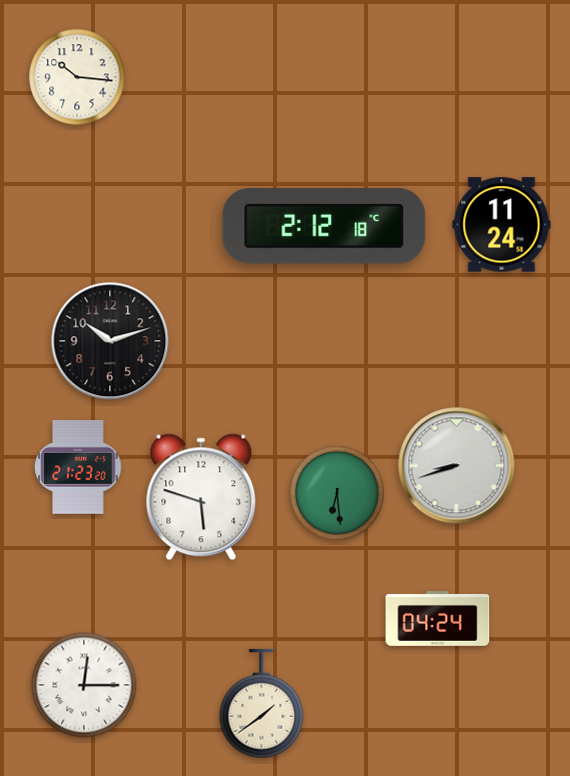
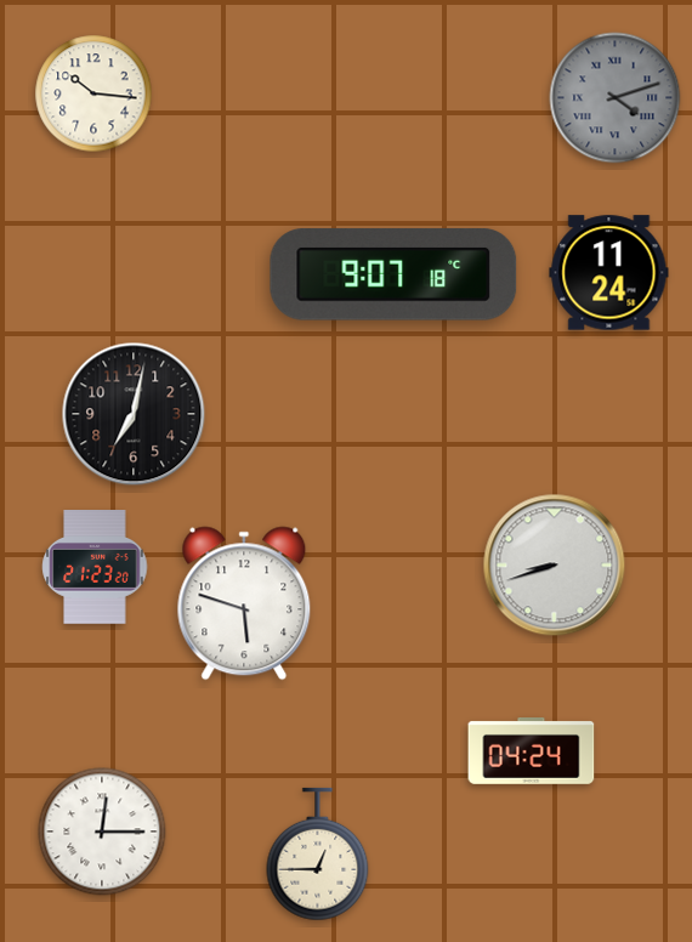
clock at (616, 98): none -> 4:12
clock at (324, 226): 2:12 -> 9:07
clock at (110, 341): 10:12 -> 7:02
clock at (337, 493): 6:29 -> none
clock at (262, 704): 1:39 -> 12:45
